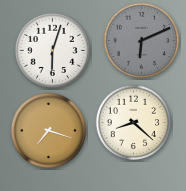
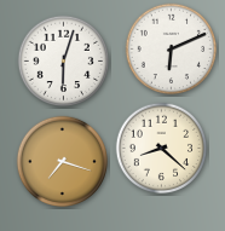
clock at (142, 41) dial: grey -> white
clock at (49, 131) position: (49, 131) -> (63, 162)
